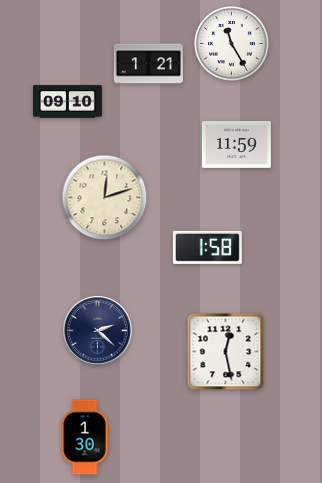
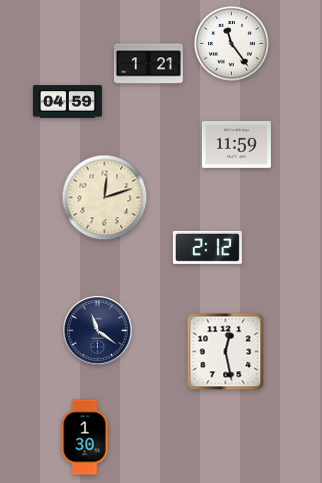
clock at (232, 44): 11:25 -> 11:24
clock at (67, 102): 09:10 -> 04:59
clock at (207, 247): 1:58 -> 2:12
clock at (98, 331): 2:22 -> 11:21
